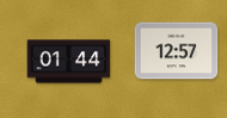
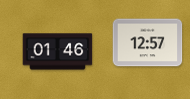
clock at (69, 62): 01:44 -> 01:46
